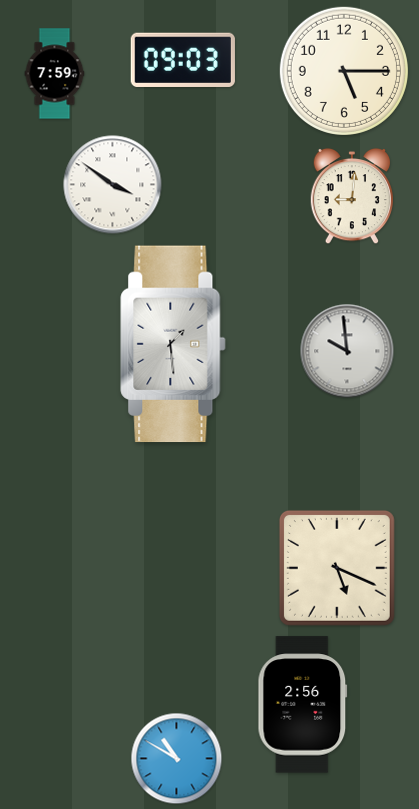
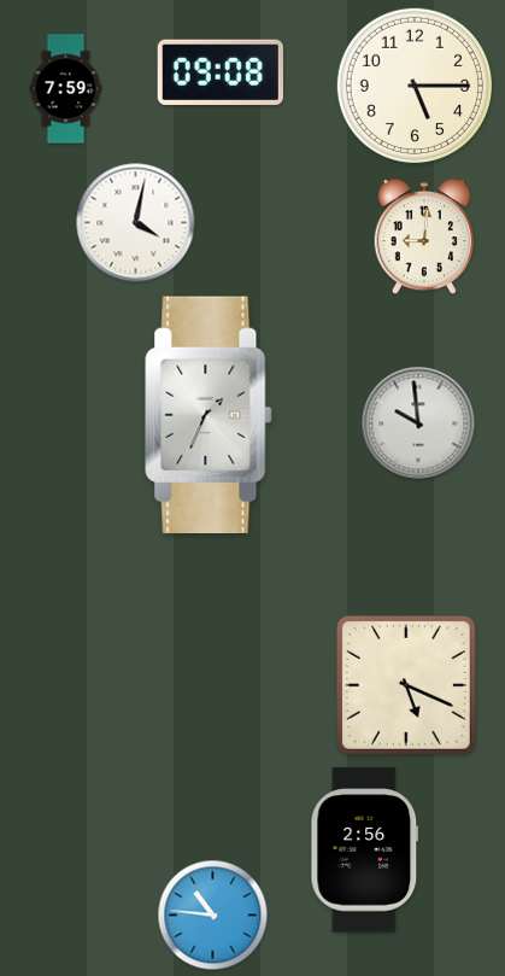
clock at (183, 60): 09:03 -> 09:08
clock at (113, 185): 3:51 -> 4:02
clock at (173, 344): 1:29 -> 1:34
clock at (177, 759): 10:50 -> 10:46
